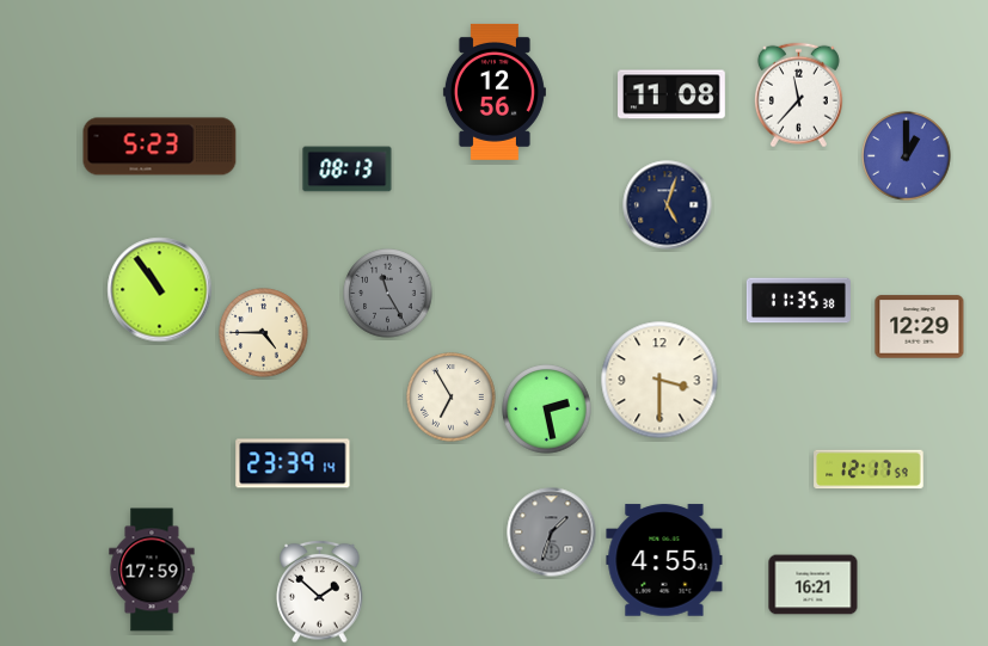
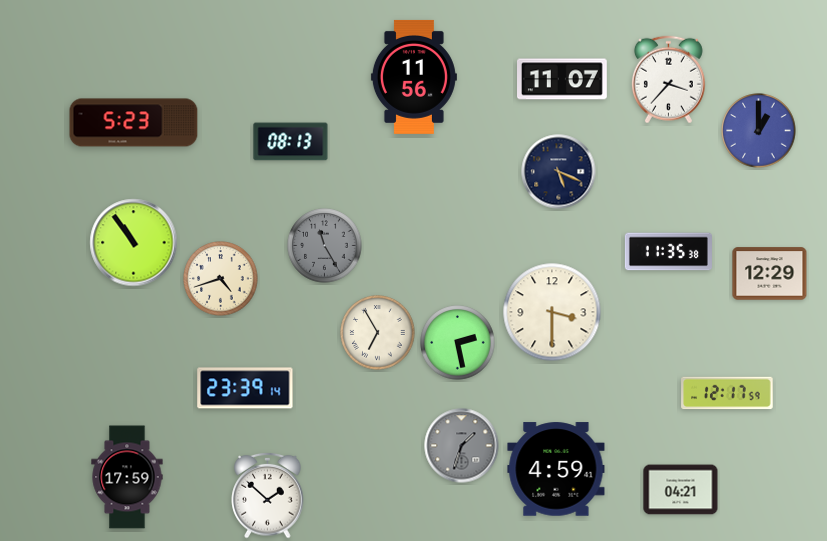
clock at (495, 92): 12:56 -> 11:56
clock at (673, 94): 11:08 -> 11:07
clock at (798, 96): 11:37 -> 3:37
clock at (668, 205): 5:03 -> 5:19
clock at (264, 333): 4:45 -> 4:42
clock at (659, 380) position: (659, 380) -> (552, 312)
clock at (664, 560): 4:55 -> 4:59
clock at (814, 585): 16:21 -> 04:21
